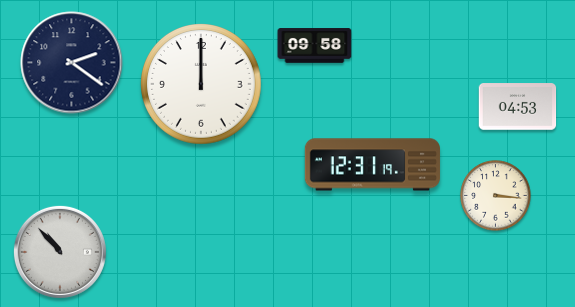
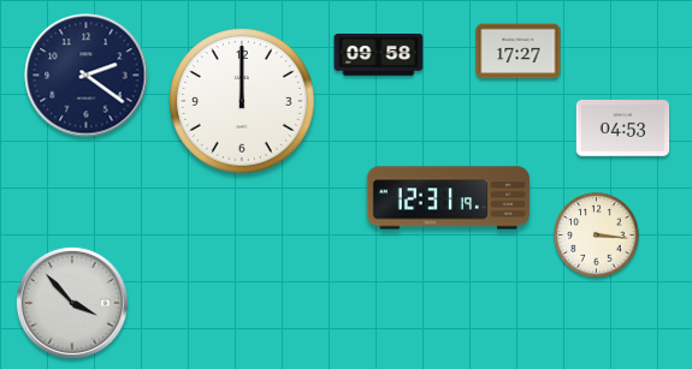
clock at (519, 52): none -> 17:27
clock at (60, 252): 10:53 -> 3:53
